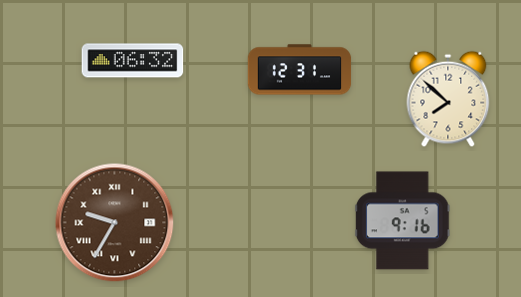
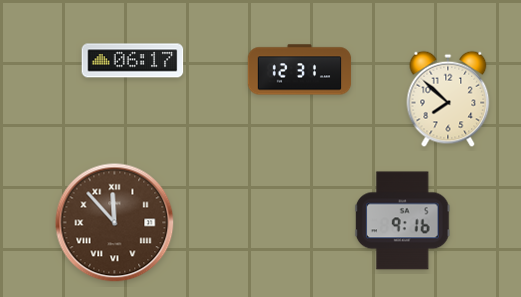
clock at (133, 61): 06:32 -> 06:17
clock at (115, 223): 9:35 -> 11:53
